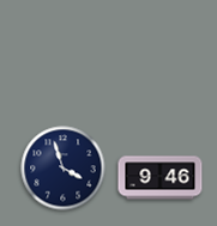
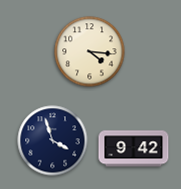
clock at (90, 52): none -> 4:16
clock at (161, 178): 9:46 -> 9:42
